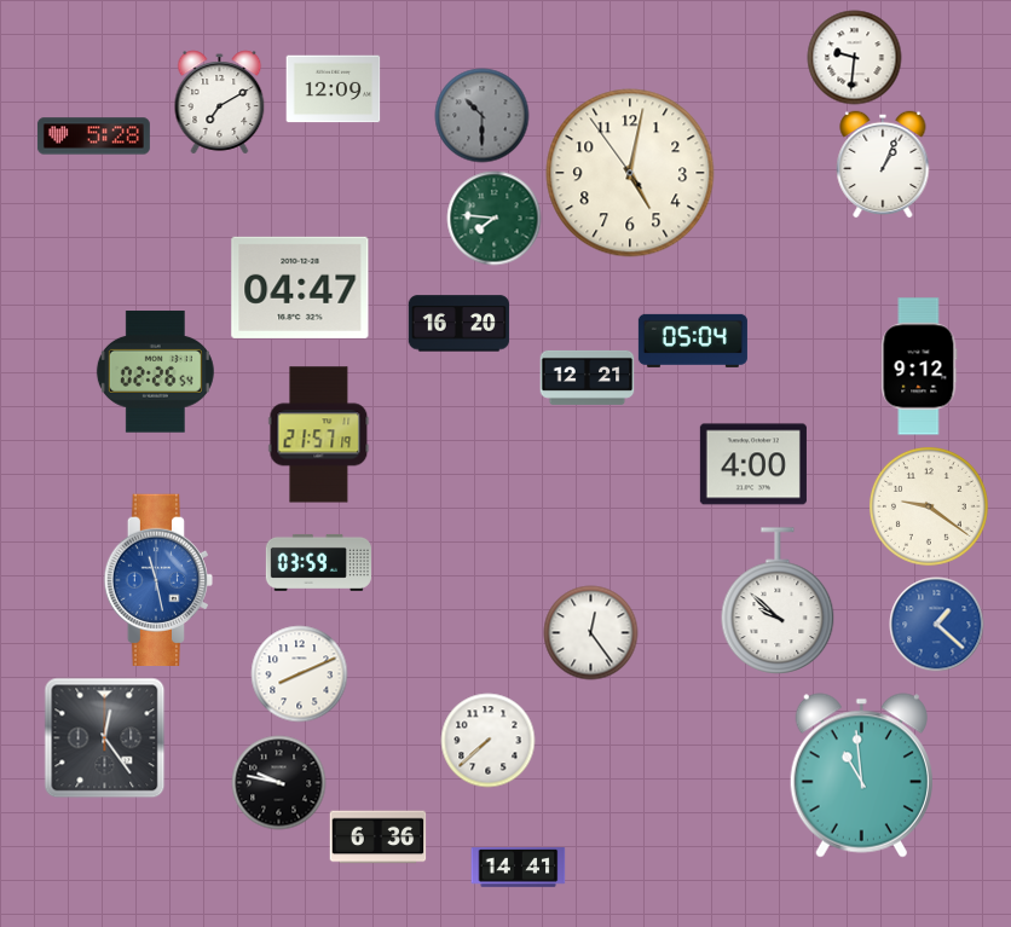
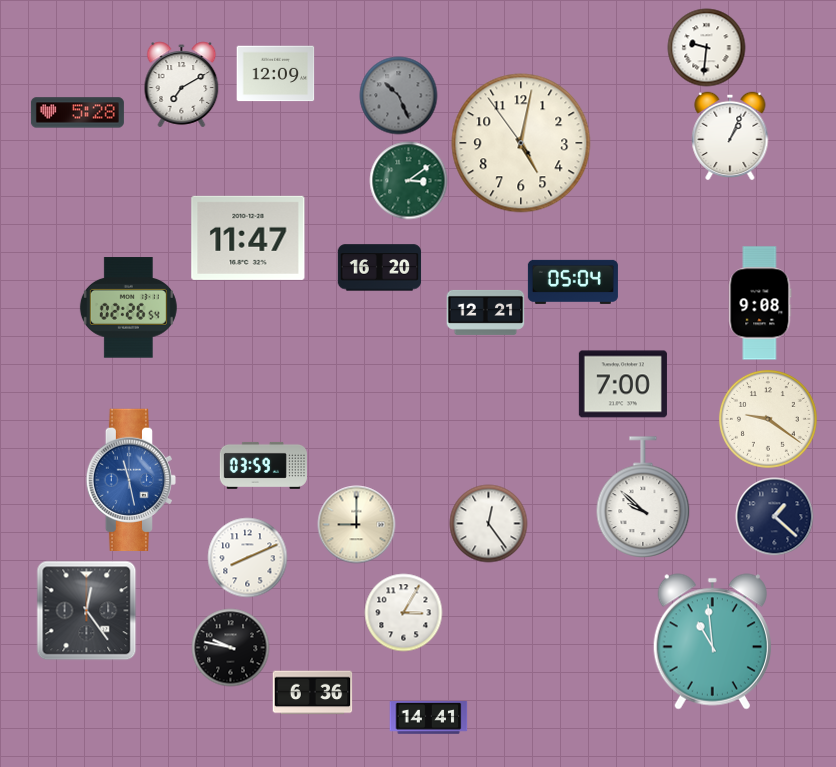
clock at (481, 115): 10:30 -> 10:26
clock at (493, 218): 7:46 -> 3:09
clock at (300, 288): 04:47 -> 11:47
clock at (919, 366): 9:12 -> 9:08
clock at (319, 435): 21:57 -> none
clock at (753, 464): 4:00 -> 7:00
clock at (936, 624) dial: blue -> navy
clock at (356, 524): none -> 9:00
clock at (487, 740): 7:38 -> 3:05
